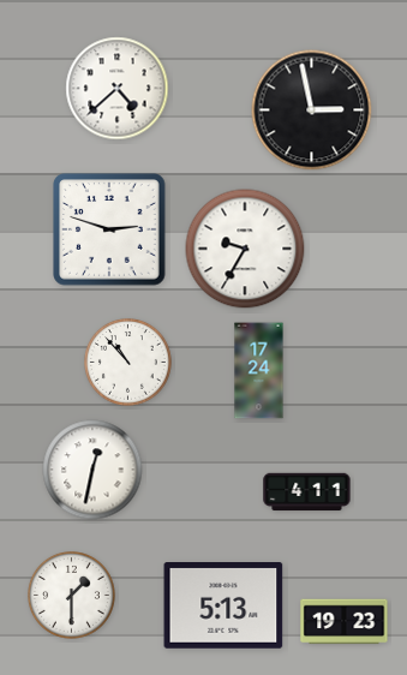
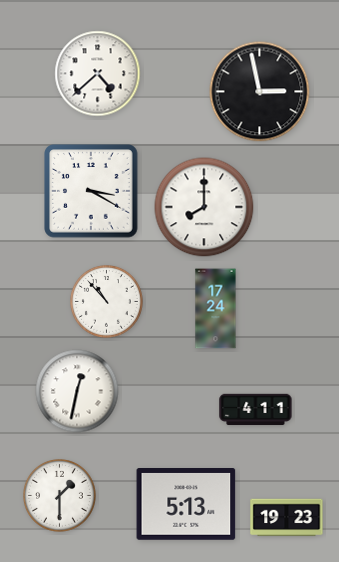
clock at (109, 229): 2:48 -> 3:20
clock at (245, 249): 9:35 -> 8:00
